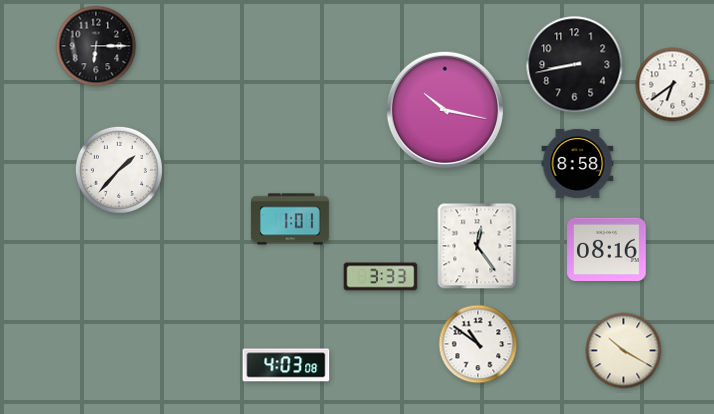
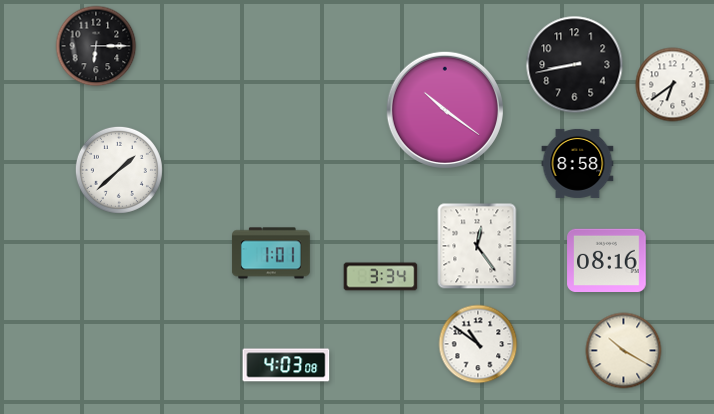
clock at (445, 110): 10:17 -> 10:21
clock at (119, 170): 1:37 -> 1:38
clock at (290, 219) position: (290, 219) -> (271, 253)
clock at (607, 250) position: (607, 250) -> (607, 261)
clock at (381, 277): 3:33 -> 3:34
